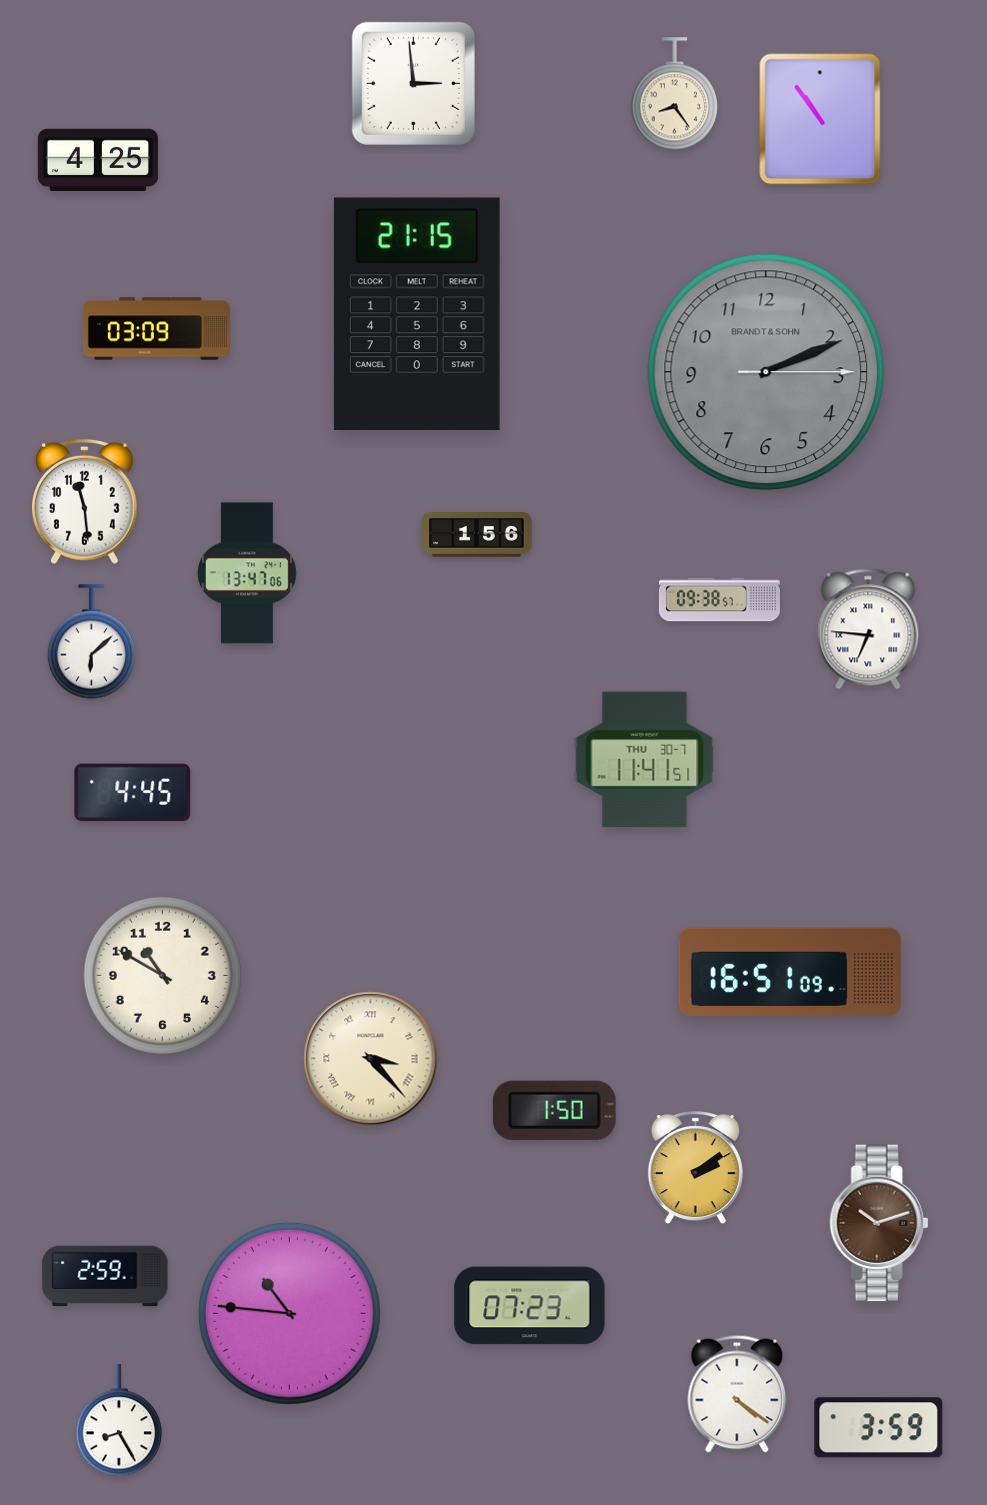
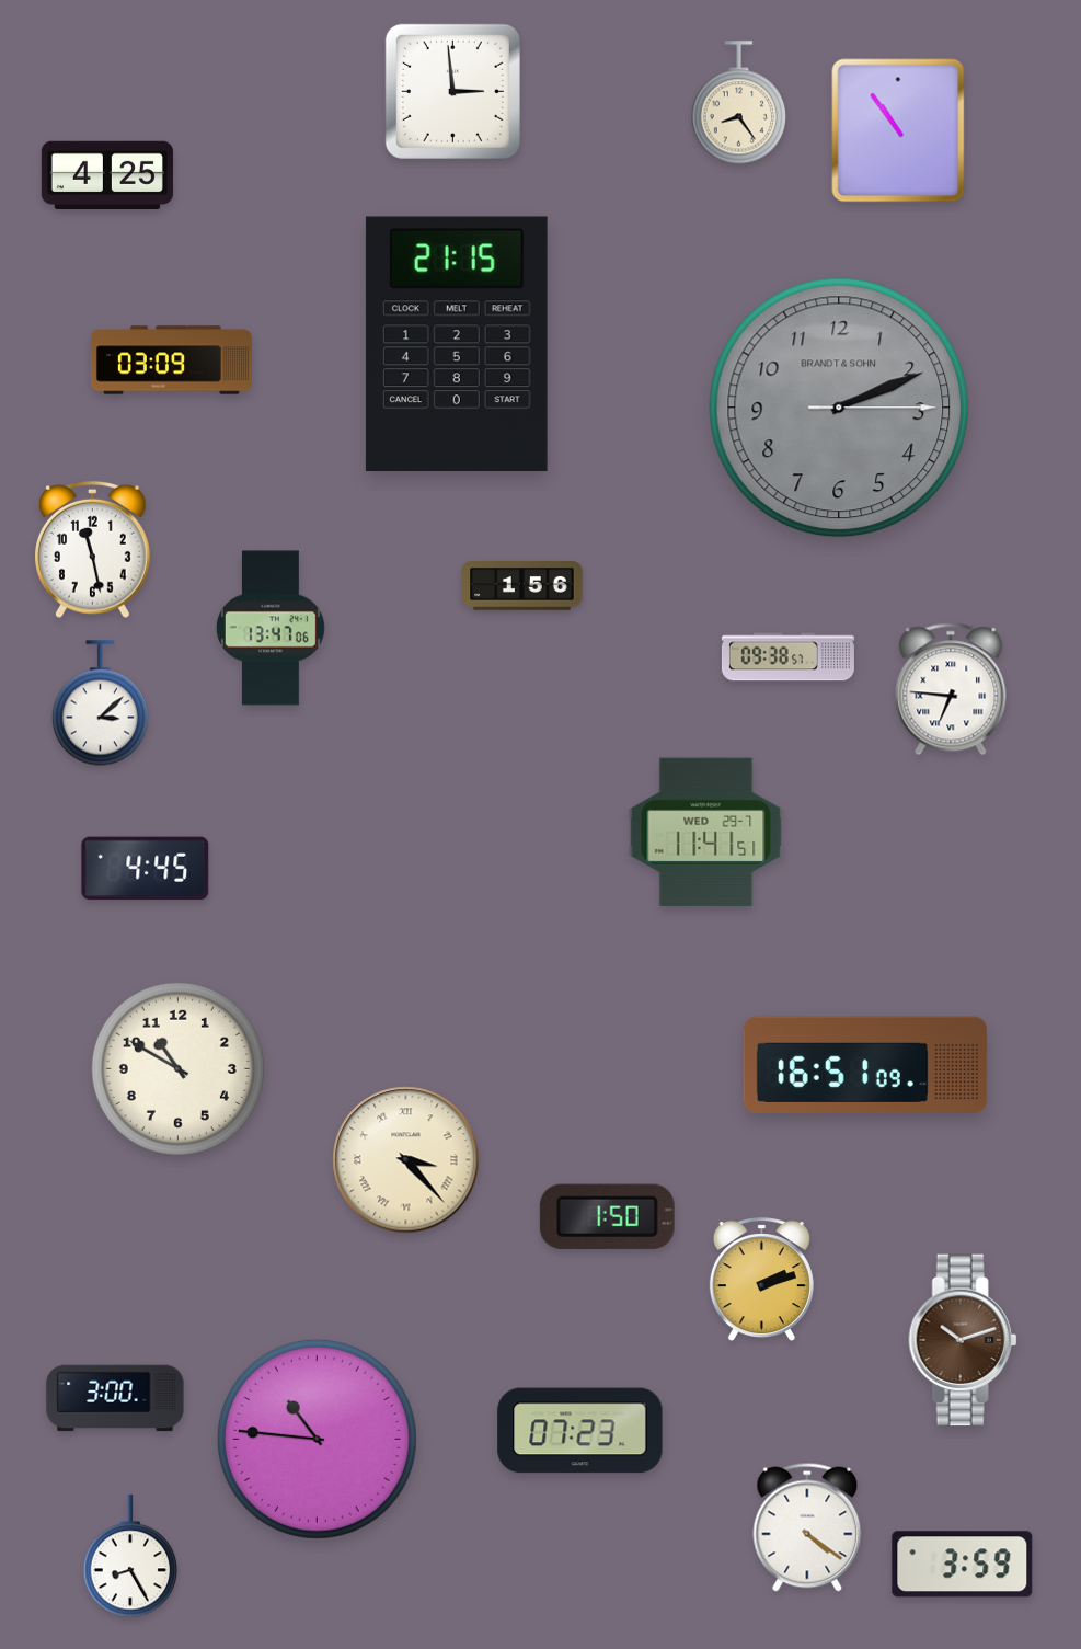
clock at (85, 502): 11:29 -> 11:28
clock at (91, 642): 6:08 -> 3:08
clock at (645, 760) date: THU 30-7 -> WED 29-7
clock at (695, 1168): 2:09 -> 2:12
clock at (105, 1276): 2:59 -> 3:00
